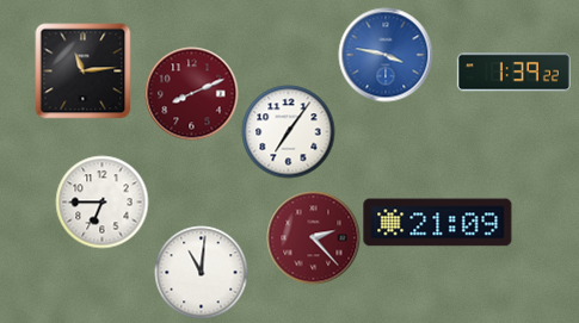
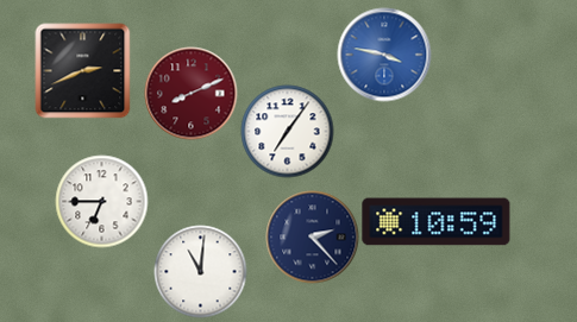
clock at (82, 70): 11:14 -> 2:41
clock at (513, 73): 1:39 -> none
clock at (438, 223): 21:09 -> 10:59
clock at (313, 237) dial: burgundy -> navy
